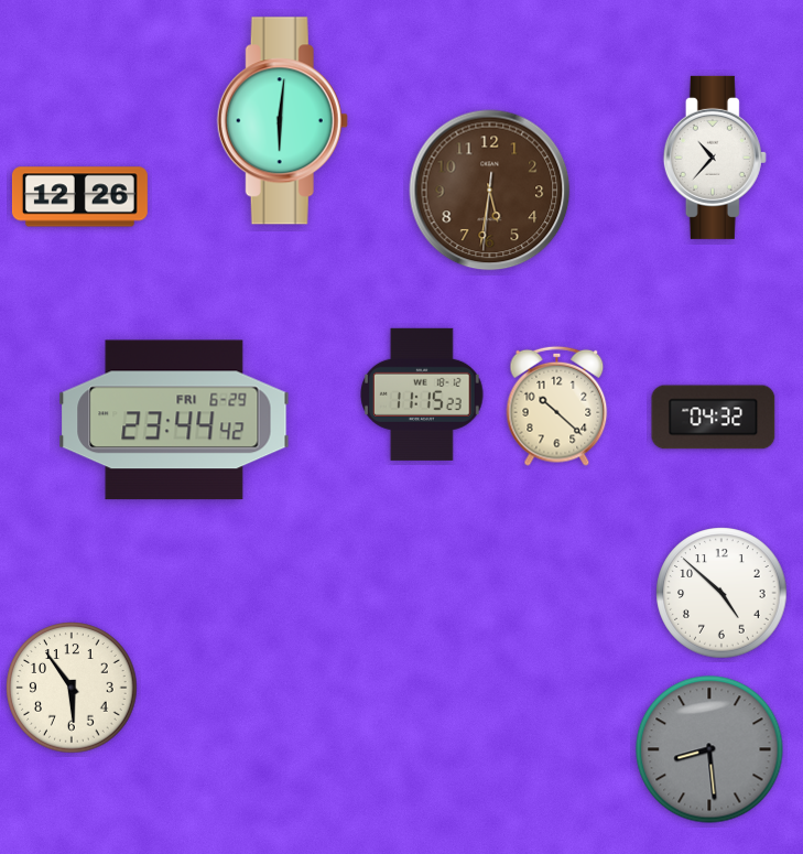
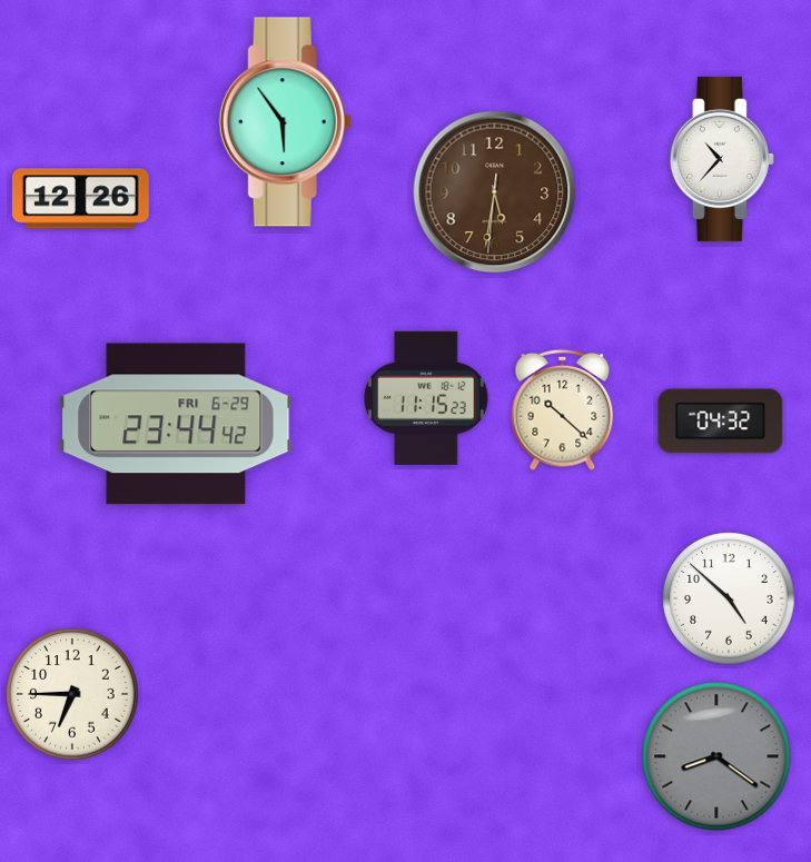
clock at (282, 121): 6:01 -> 5:54
clock at (72, 688): 5:54 -> 6:45
clock at (709, 749): 8:29 -> 8:21
